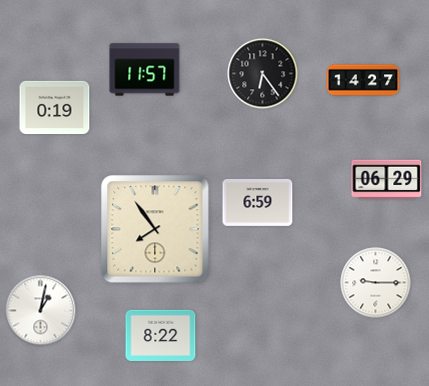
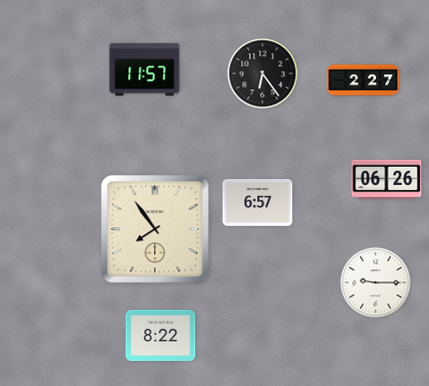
clock at (363, 80): 14:27 -> 2:27
clock at (55, 107): 0:19 -> none
clock at (387, 180): 06:29 -> 06:26
clock at (258, 202): 6:59 -> 6:57
clock at (41, 311): 1:02 -> none
